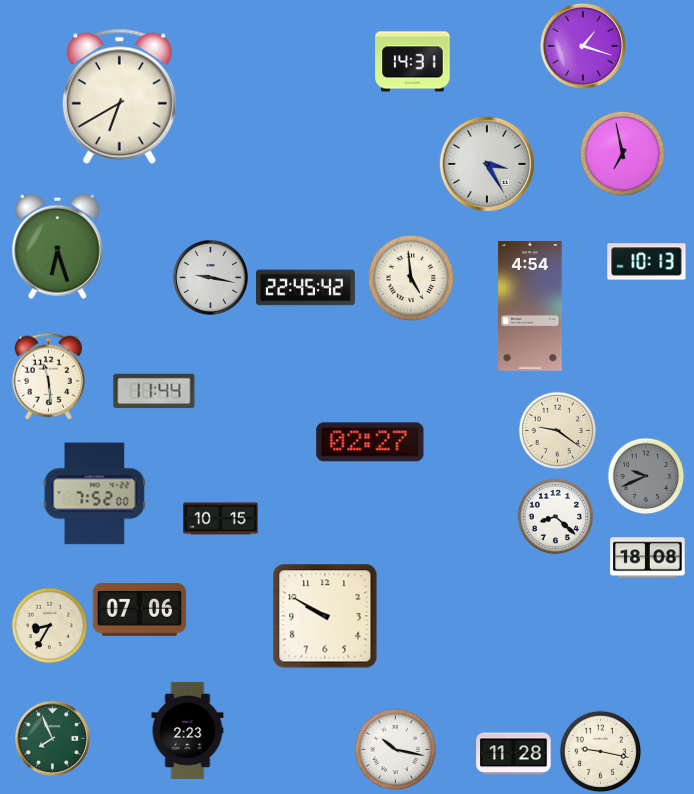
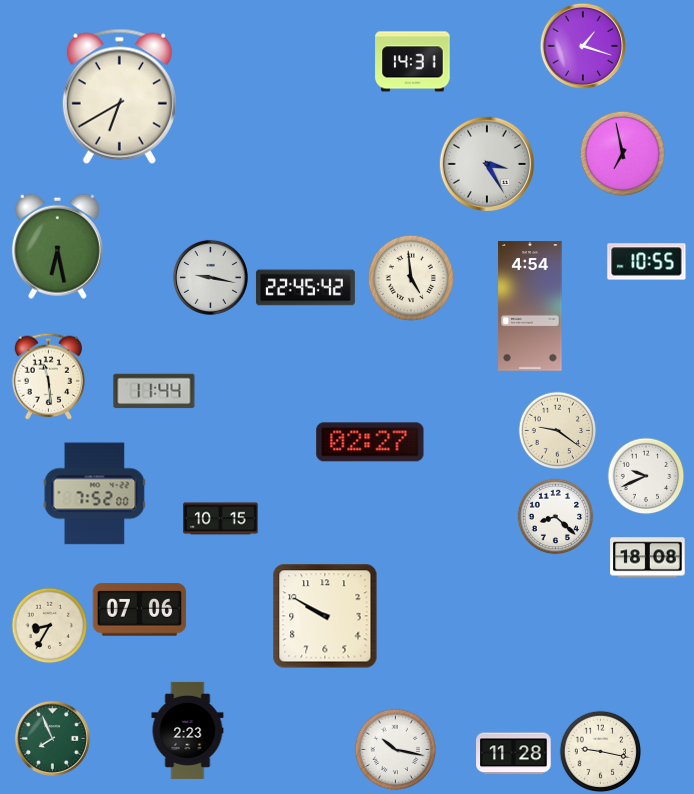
clock at (57, 246): 6:27 -> 6:28
clock at (647, 262): 10:13 -> 10:55
clock at (646, 476) dial: grey -> white
